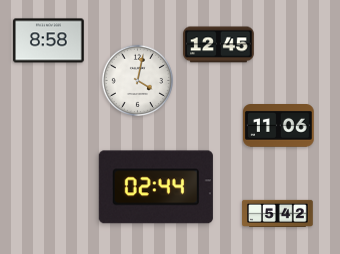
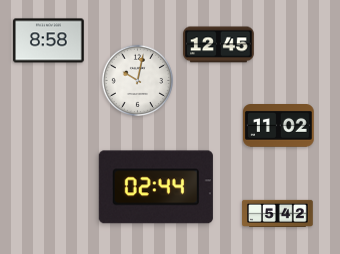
clock at (138, 81): 4:02 -> 10:02
clock at (279, 126): 11:06 -> 11:02
